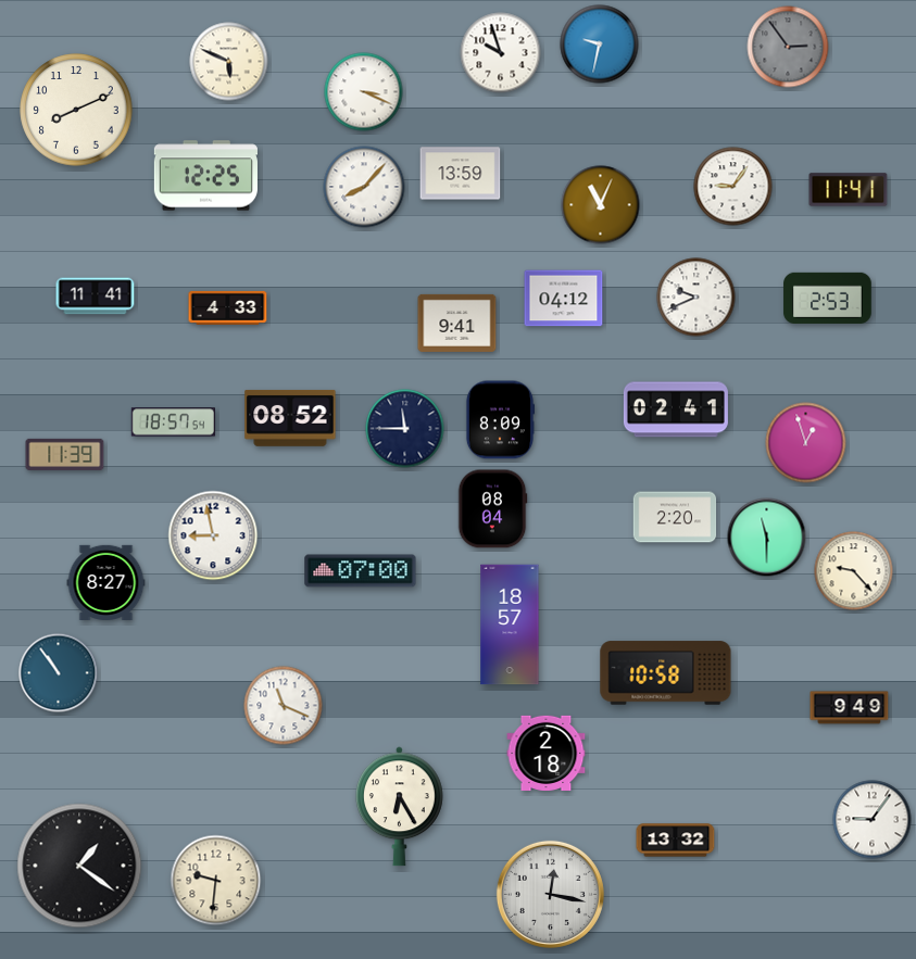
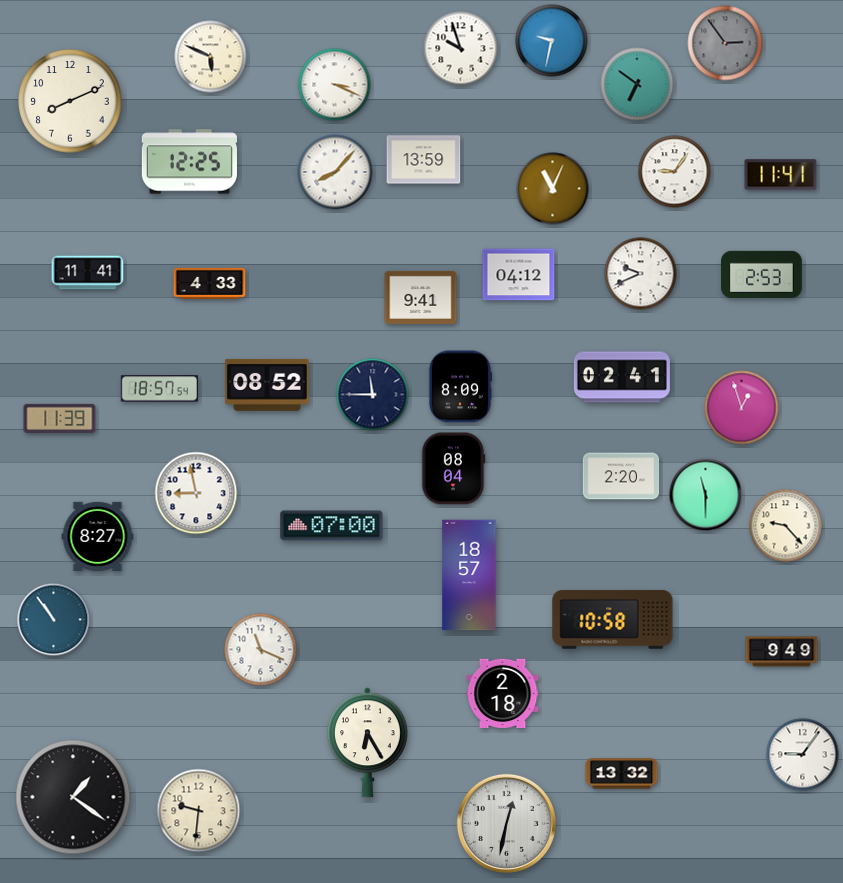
clock at (637, 84): none -> 6:51
clock at (550, 894): 12:17 -> 12:32
